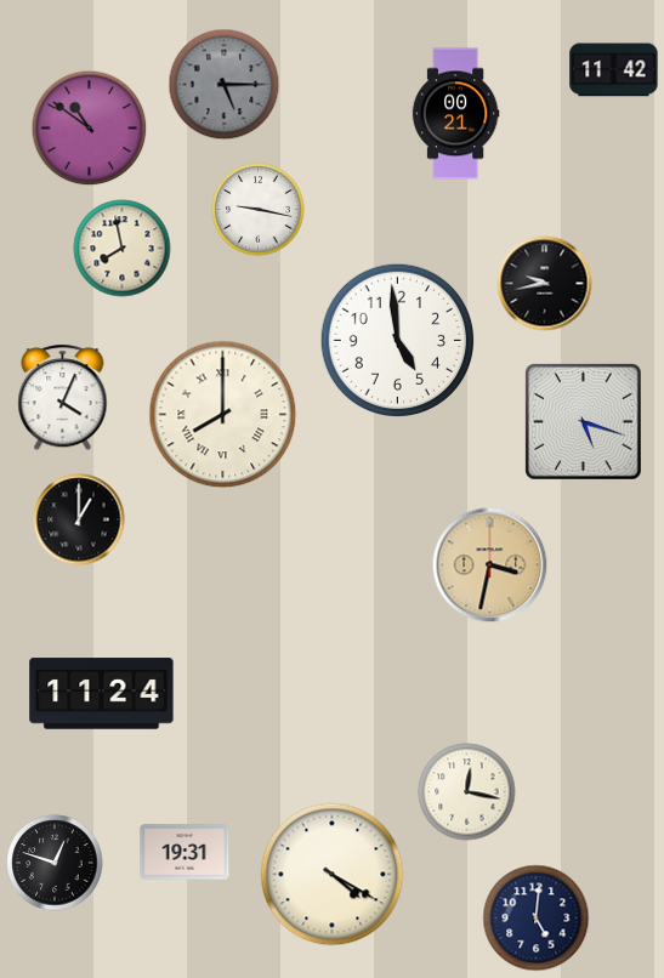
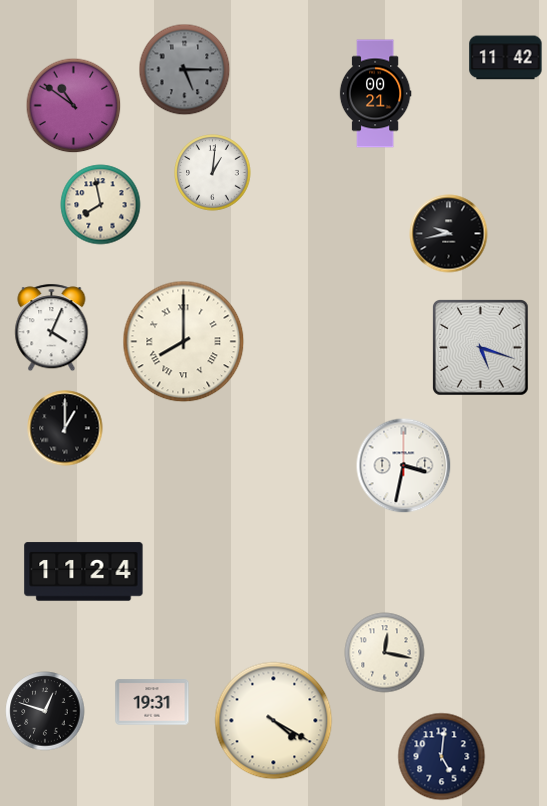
clock at (259, 210): 9:17 -> 1:01
clock at (397, 340): 4:59 -> none
clock at (490, 565) dial: champagne -> white
